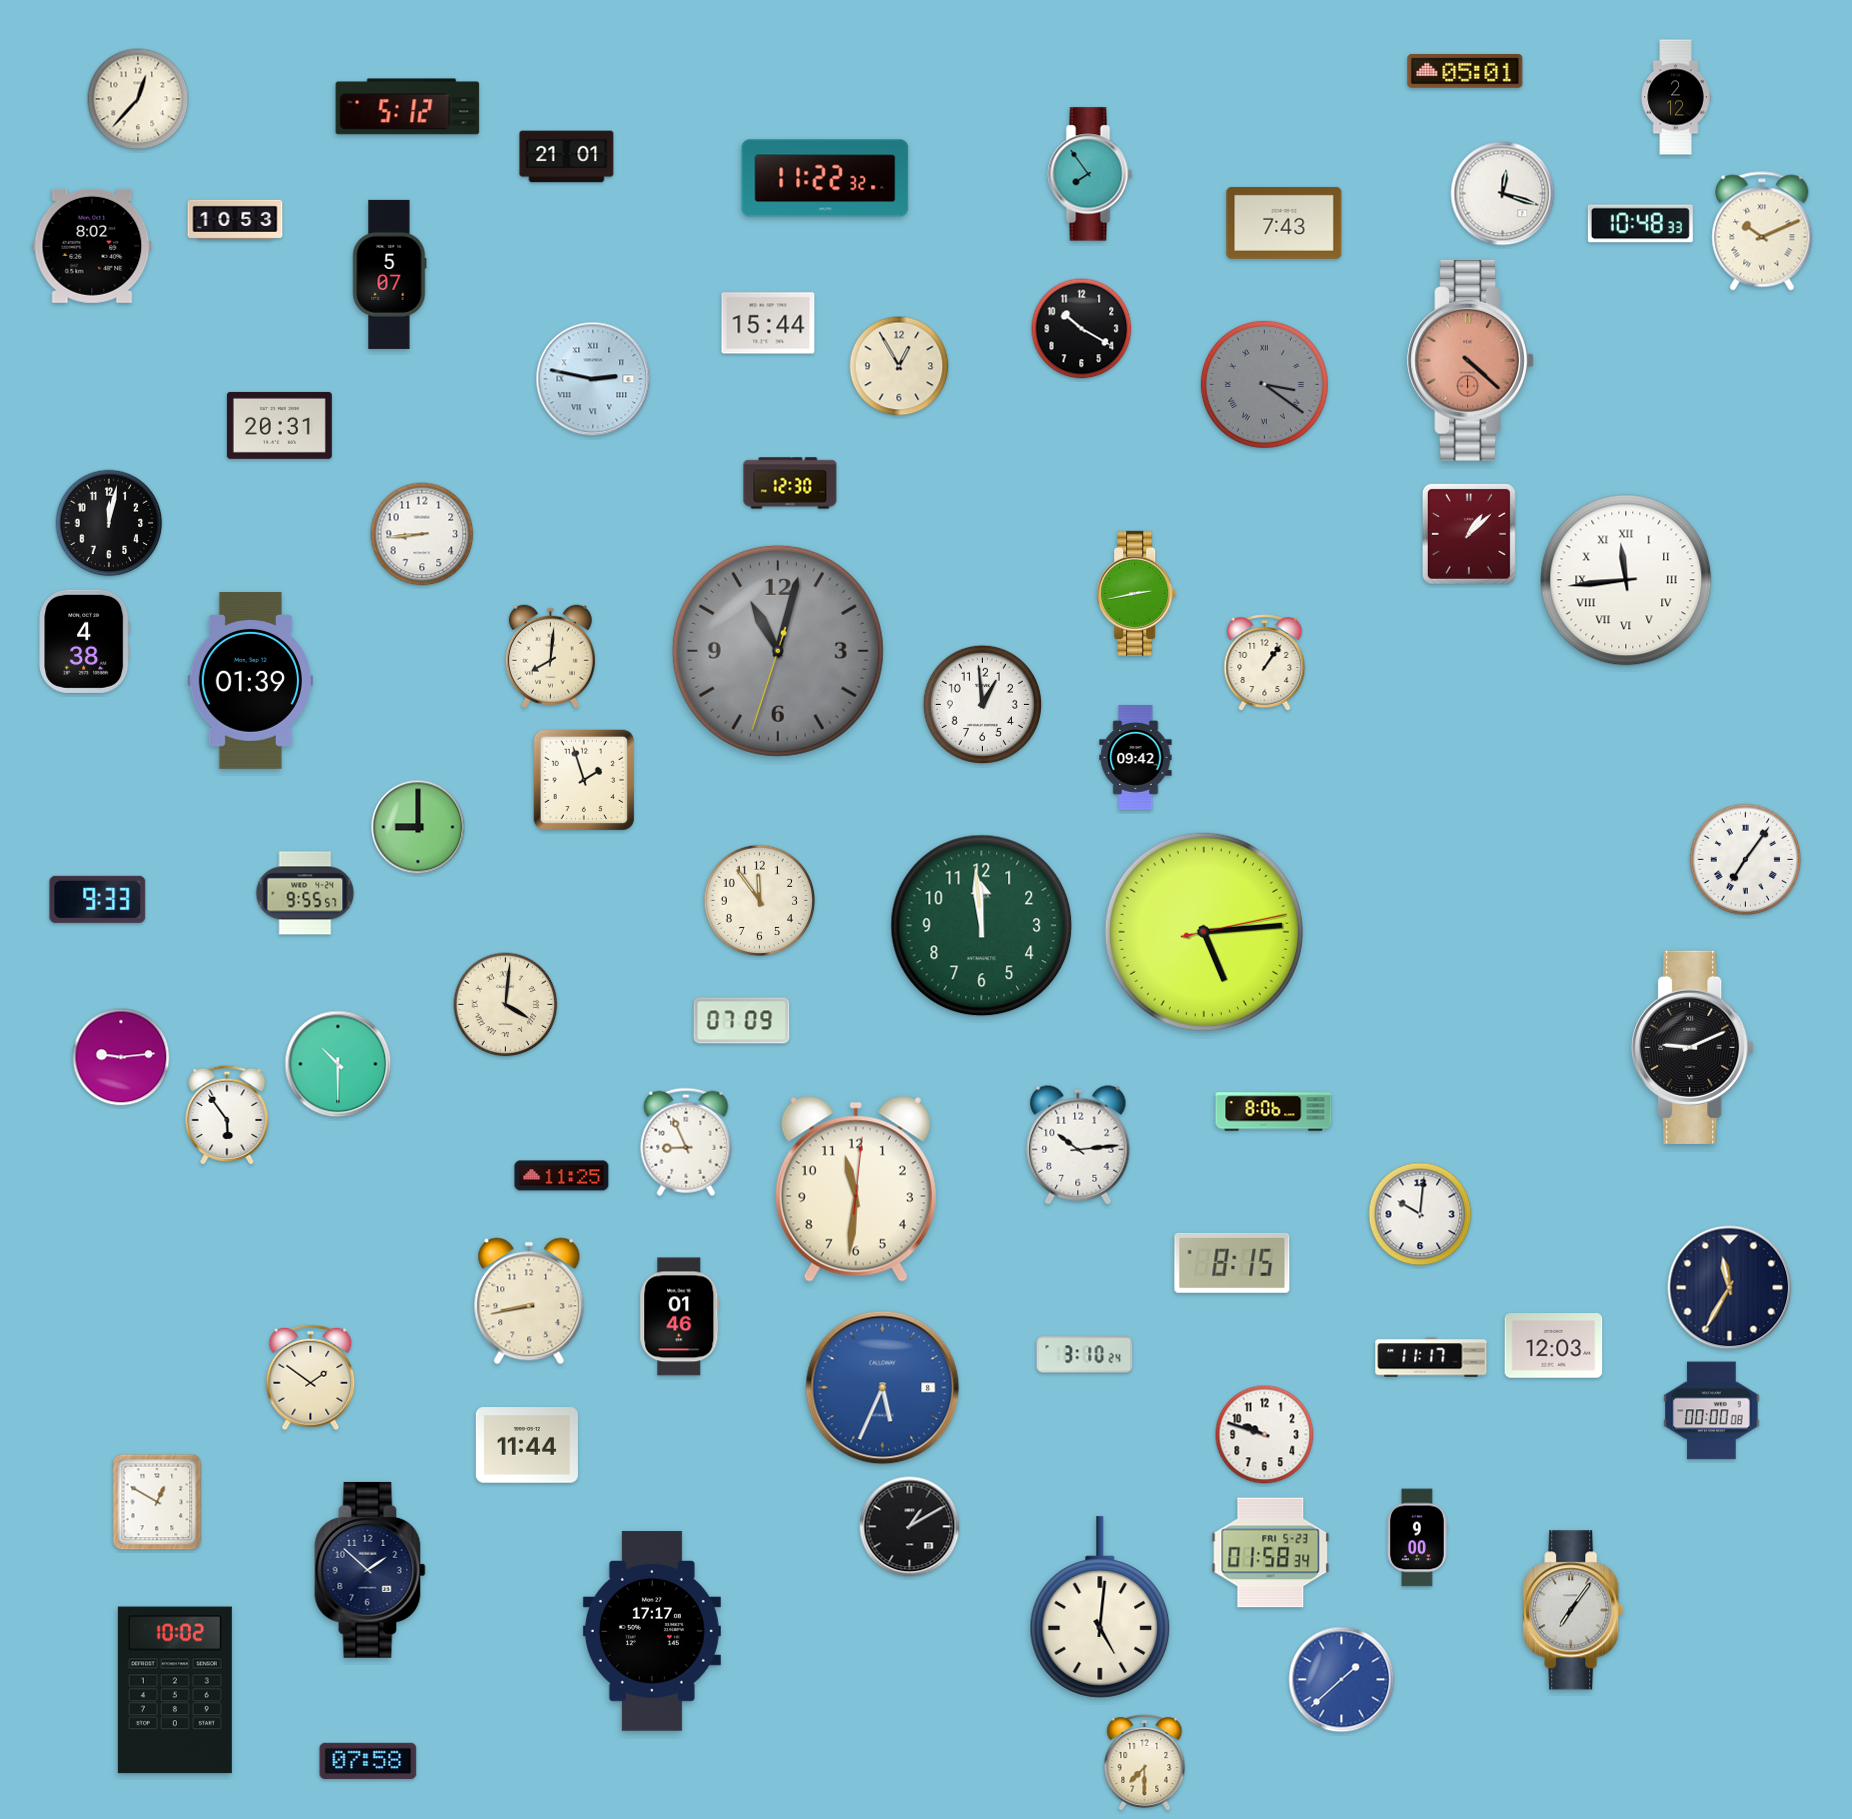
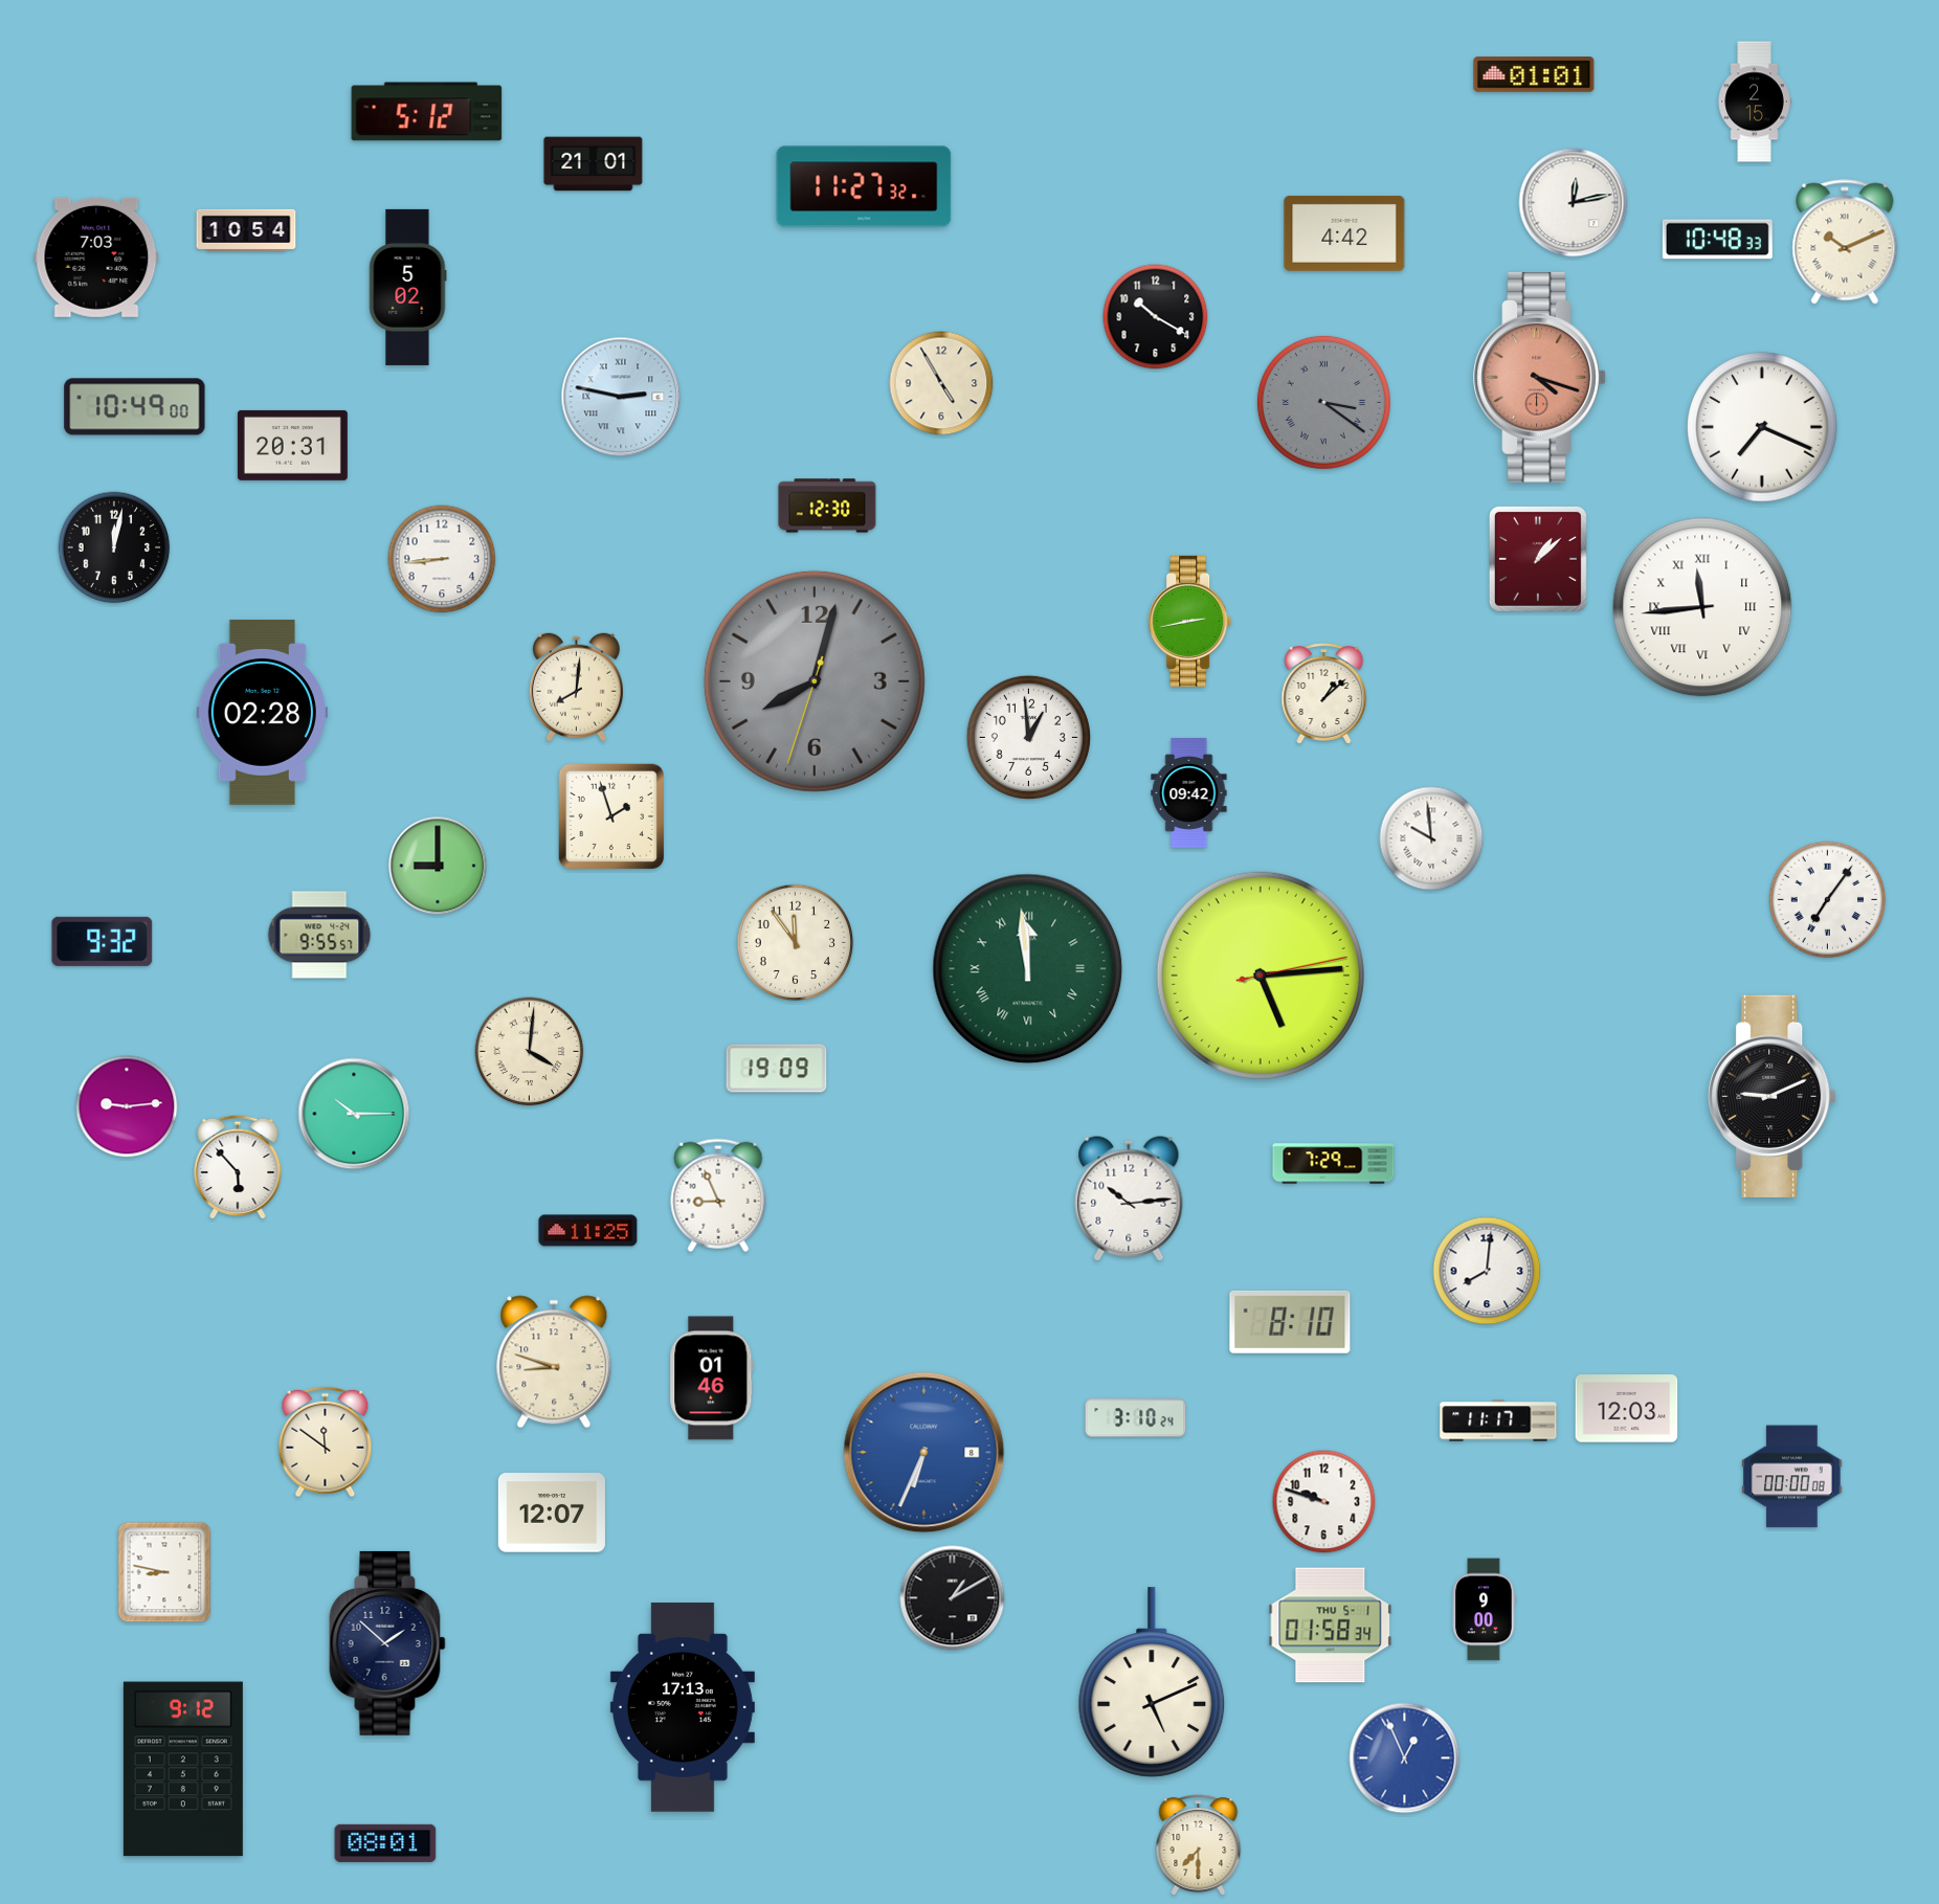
clock at (1465, 71): 05:01 -> 01:01
clock at (1676, 97): 2:12 -> 2:15
clock at (138, 99): 12:37 -> none
clock at (1090, 174): 7:54 -> none
clock at (825, 178): 11:22 -> 11:27
clock at (1503, 194): 12:18 -> 12:13
clock at (235, 220): 10:53 -> 10:54
clock at (1284, 223): 7:43 -> 4:42
clock at (1640, 224) position: (1640, 224) -> (1717, 240)
clock at (92, 246): 8:02 -> 7:03
clock at (389, 274): 5:07 -> 5:02
clock at (768, 323): 15:44 -> none
clock at (1082, 329) position: (1082, 329) -> (1156, 317)
clock at (1471, 361): 4:22 -> 4:18
clock at (899, 366): 12:55 -> 4:55
clock at (135, 407): none -> 10:49
clock at (1762, 427): none -> 7:19
clock at (85, 641): 4:38 -> none
clock at (778, 651): 11:02 -> 8:02
clock at (1265, 663): 1:06 -> 1:08
clock at (250, 681): 01:39 -> 02:28
clock at (1431, 838): none -> 9:59
clock at (98, 899): 9:33 -> 9:32
clock at (982, 926) numerals: Arabic -> Roman
clock at (742, 1021): 07:09 -> 19:09
clock at (338, 1064): 10:30 -> 10:15
clock at (1274, 1112): 8:06 -> 7:29
clock at (227, 1115): 5:54 -> 5:53
clock at (856, 1189): 11:31 -> none
clock at (1420, 1214): 10:01 -> 8:01
clock at (1232, 1263): 8:15 -> 8:10
clock at (1730, 1288): 11:35 -> none
clock at (529, 1301): 8:43 -> 8:48
clock at (311, 1378): 1:51 -> 11:51
clock at (883, 1388): 5:34 -> 6:34
clock at (527, 1445): 11:44 -> 12:07
clock at (157, 1502): 12:50 -> 8:47
clock at (1271, 1553) date: FRI 5-23 -> THU 5-1
clock at (1100, 1607): 5:01 -> 5:11
clock at (1573, 1610): 7:06 -> none
clock at (652, 1631): 17:17 -> 17:13
clock at (1342, 1680): 1:38 -> 12:56
clock at (175, 1690): 10:02 -> 9:12
clock at (368, 1761): 07:58 -> 08:01
